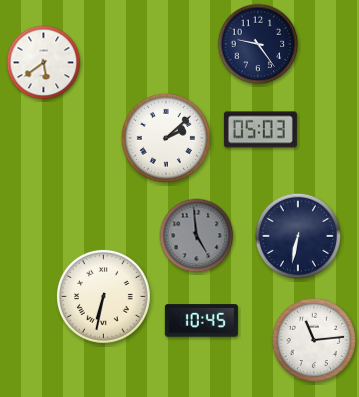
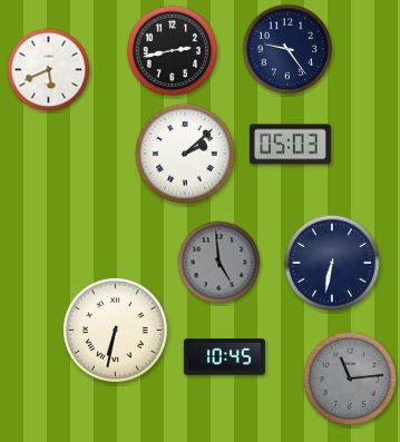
clock at (173, 51): none -> 2:43
clock at (44, 63): 5:39 -> 5:41
clock at (314, 340) dial: white -> grey
